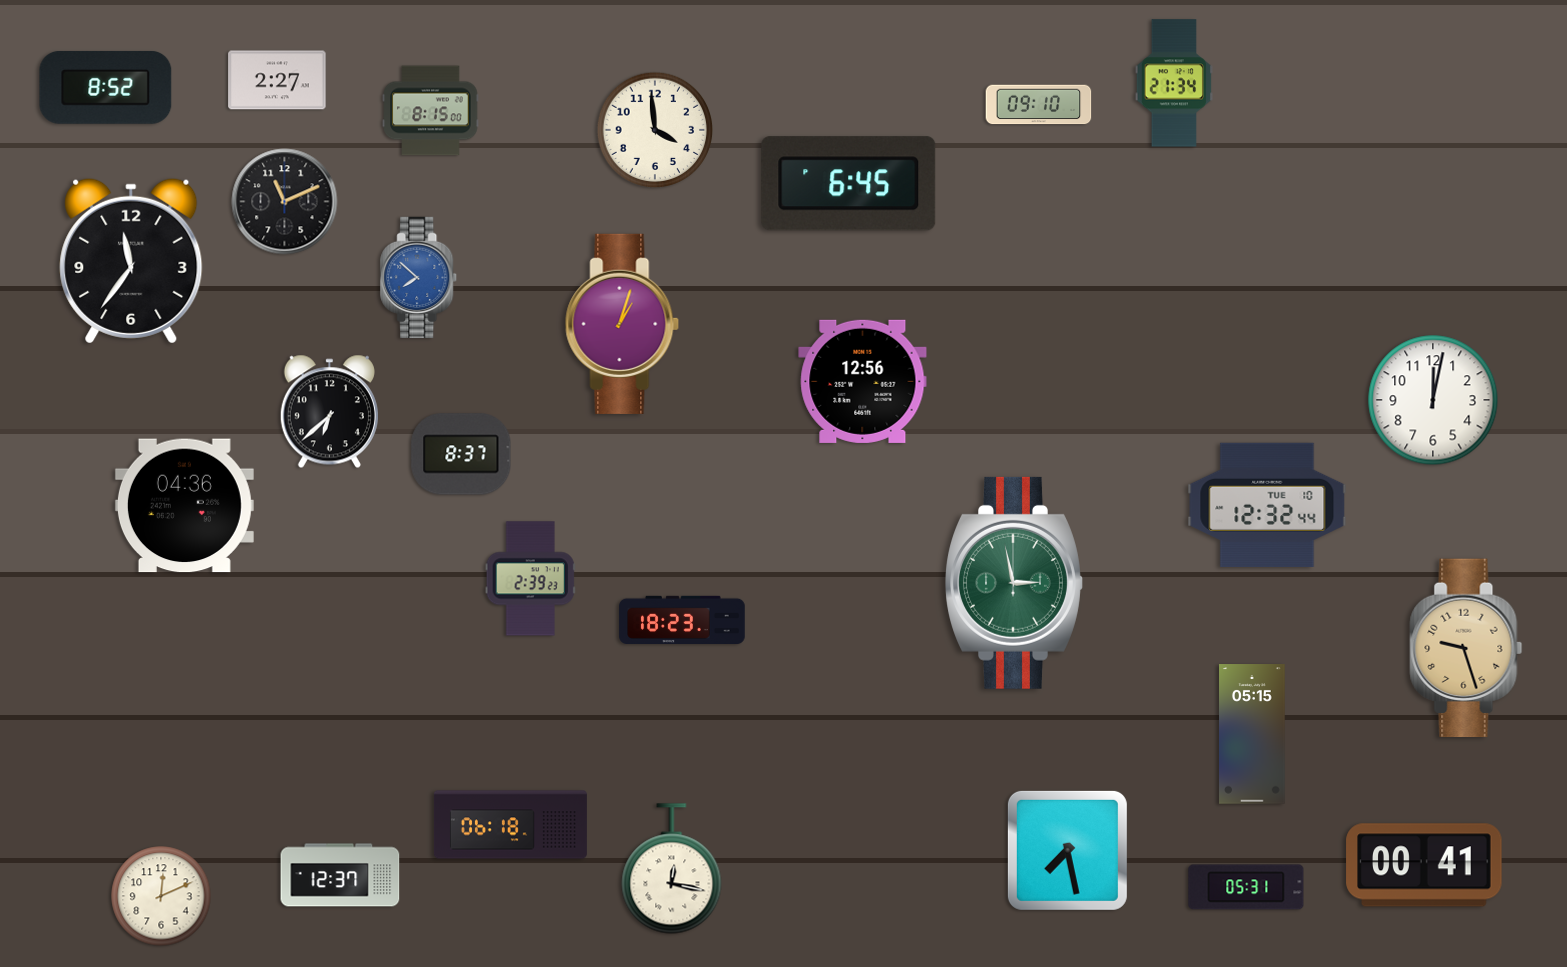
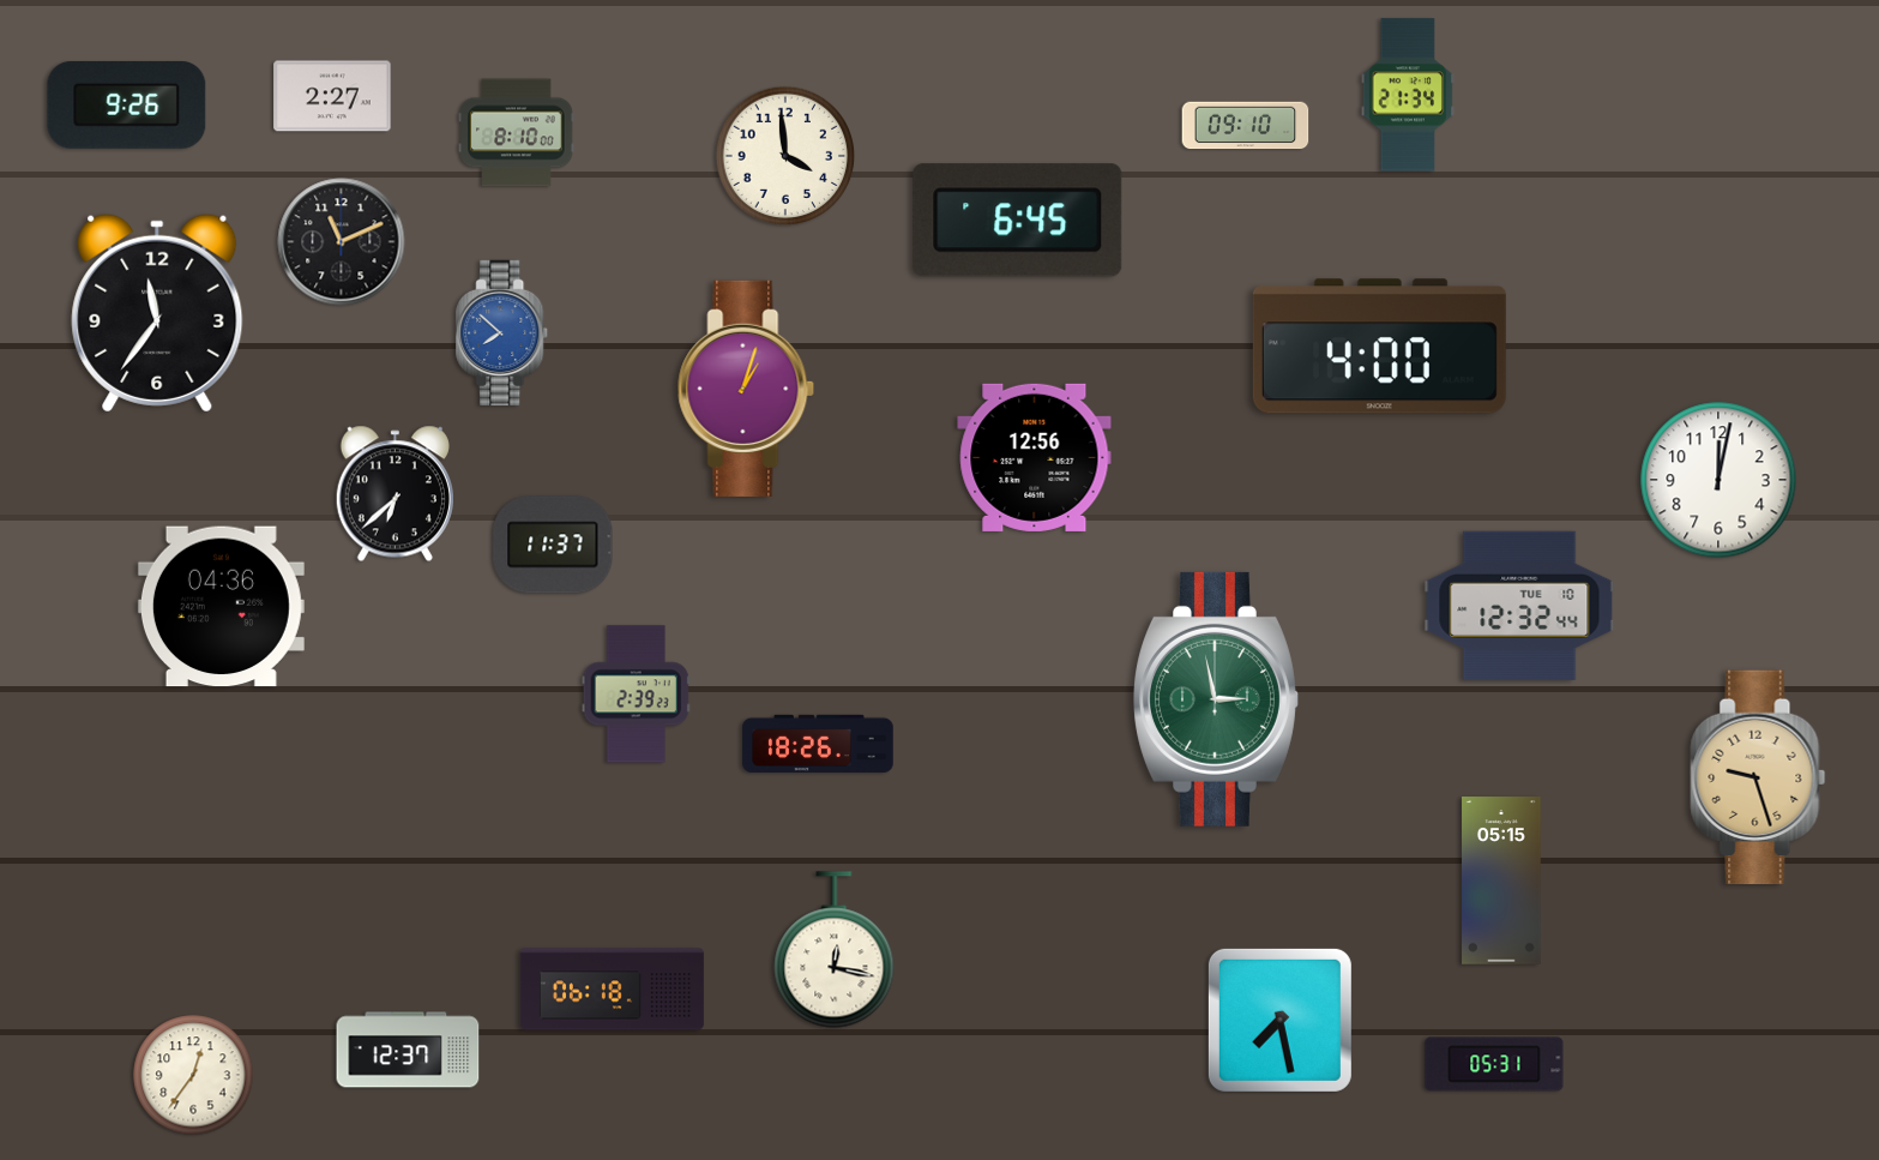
clock at (1174, 83) position: (1174, 83) -> (1408, 95)
clock at (106, 87): 8:52 -> 9:26
clock at (431, 111): 8:15 -> 8:10
clock at (1379, 347): none -> 4:00
clock at (461, 454): 8:37 -> 11:37
clock at (682, 619): 18:23 -> 18:26
clock at (1424, 865): 00:41 -> none
clock at (672, 869) position: (672, 869) -> (835, 950)
clock at (161, 896): 12:11 -> 12:36
